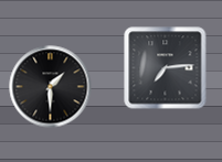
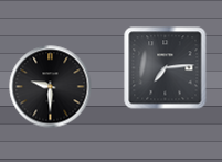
clock at (51, 87): 1:30 -> 9:30
